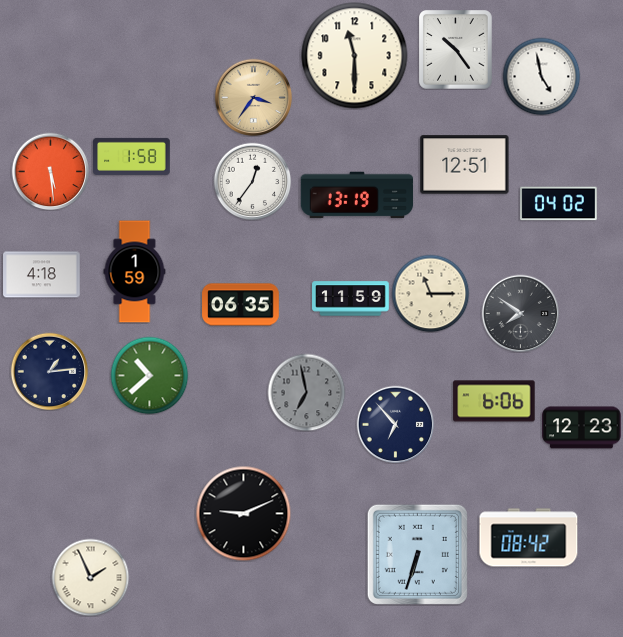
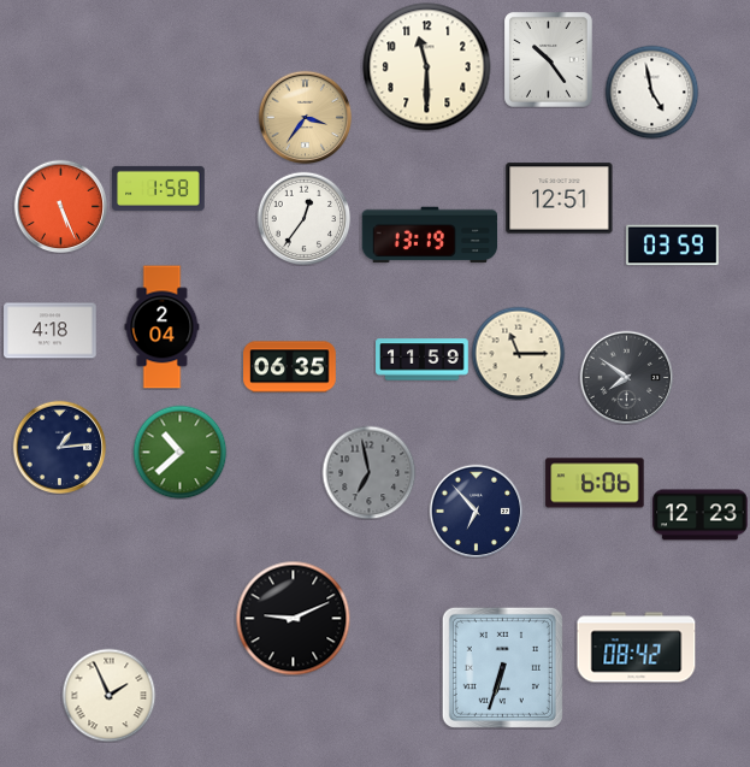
clock at (50, 171): 5:29 -> 5:26
clock at (559, 204): 04:02 -> 03:59
clock at (135, 272): 1:59 -> 2:04
